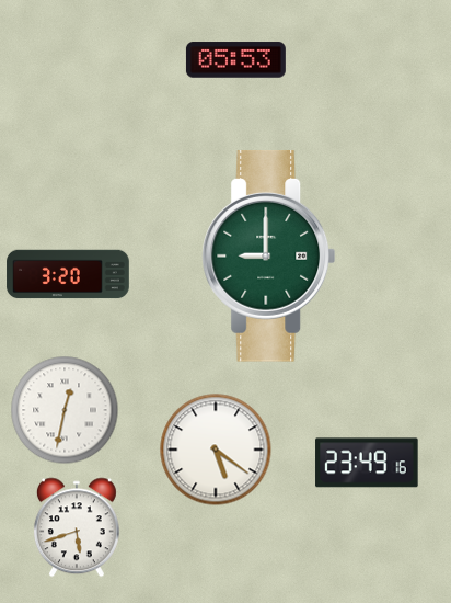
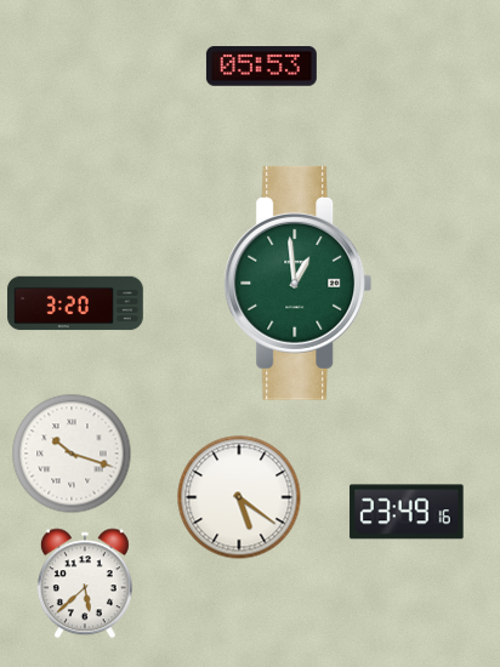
clock at (269, 255): 9:00 -> 12:59
clock at (65, 410): 12:32 -> 10:18
clock at (77, 527): 5:42 -> 5:38
